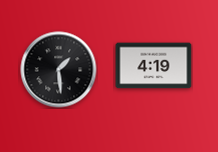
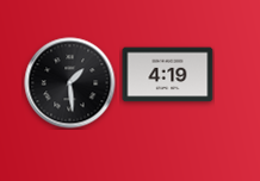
clock at (154, 66) position: (154, 66) -> (168, 75)
